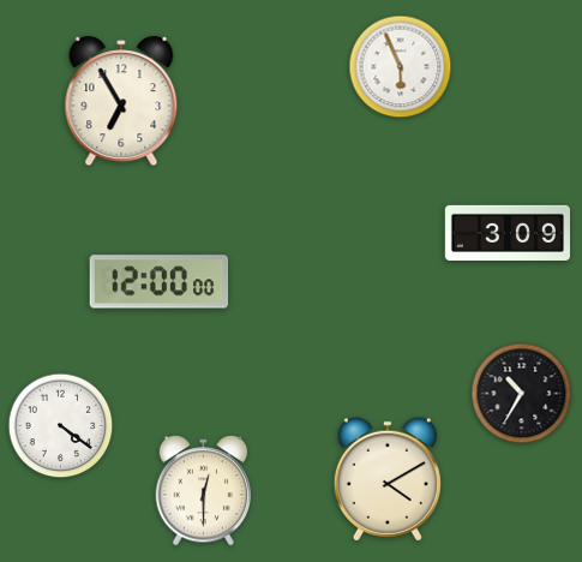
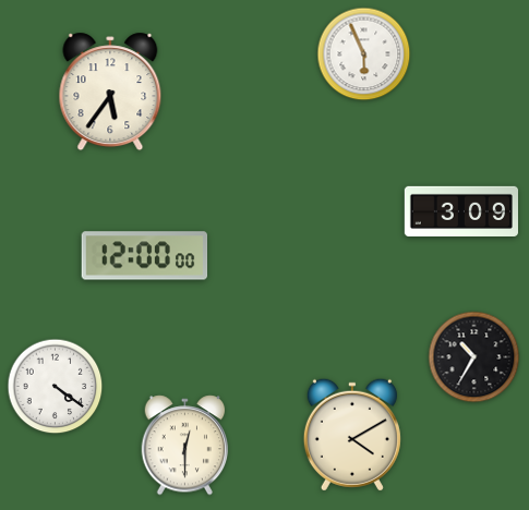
clock at (401, 67) position: (401, 67) -> (364, 54)
clock at (121, 101): 6:55 -> 5:36
